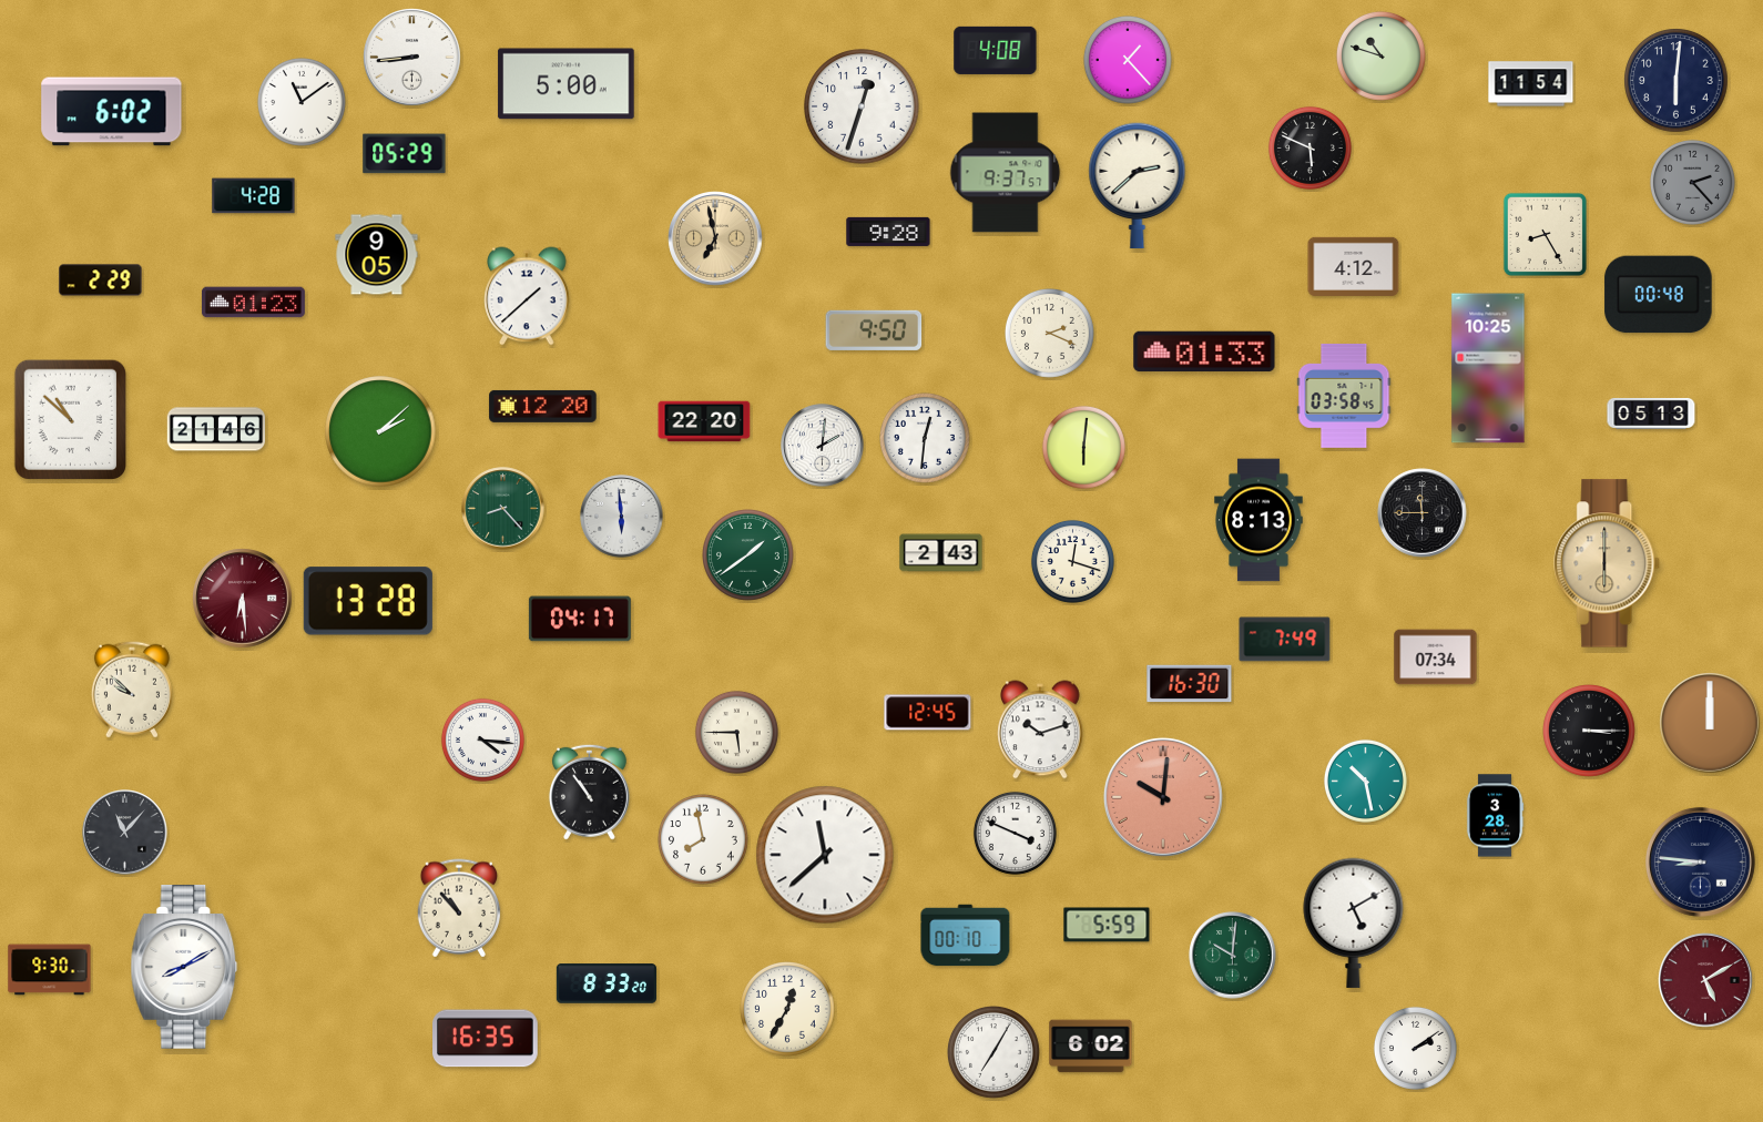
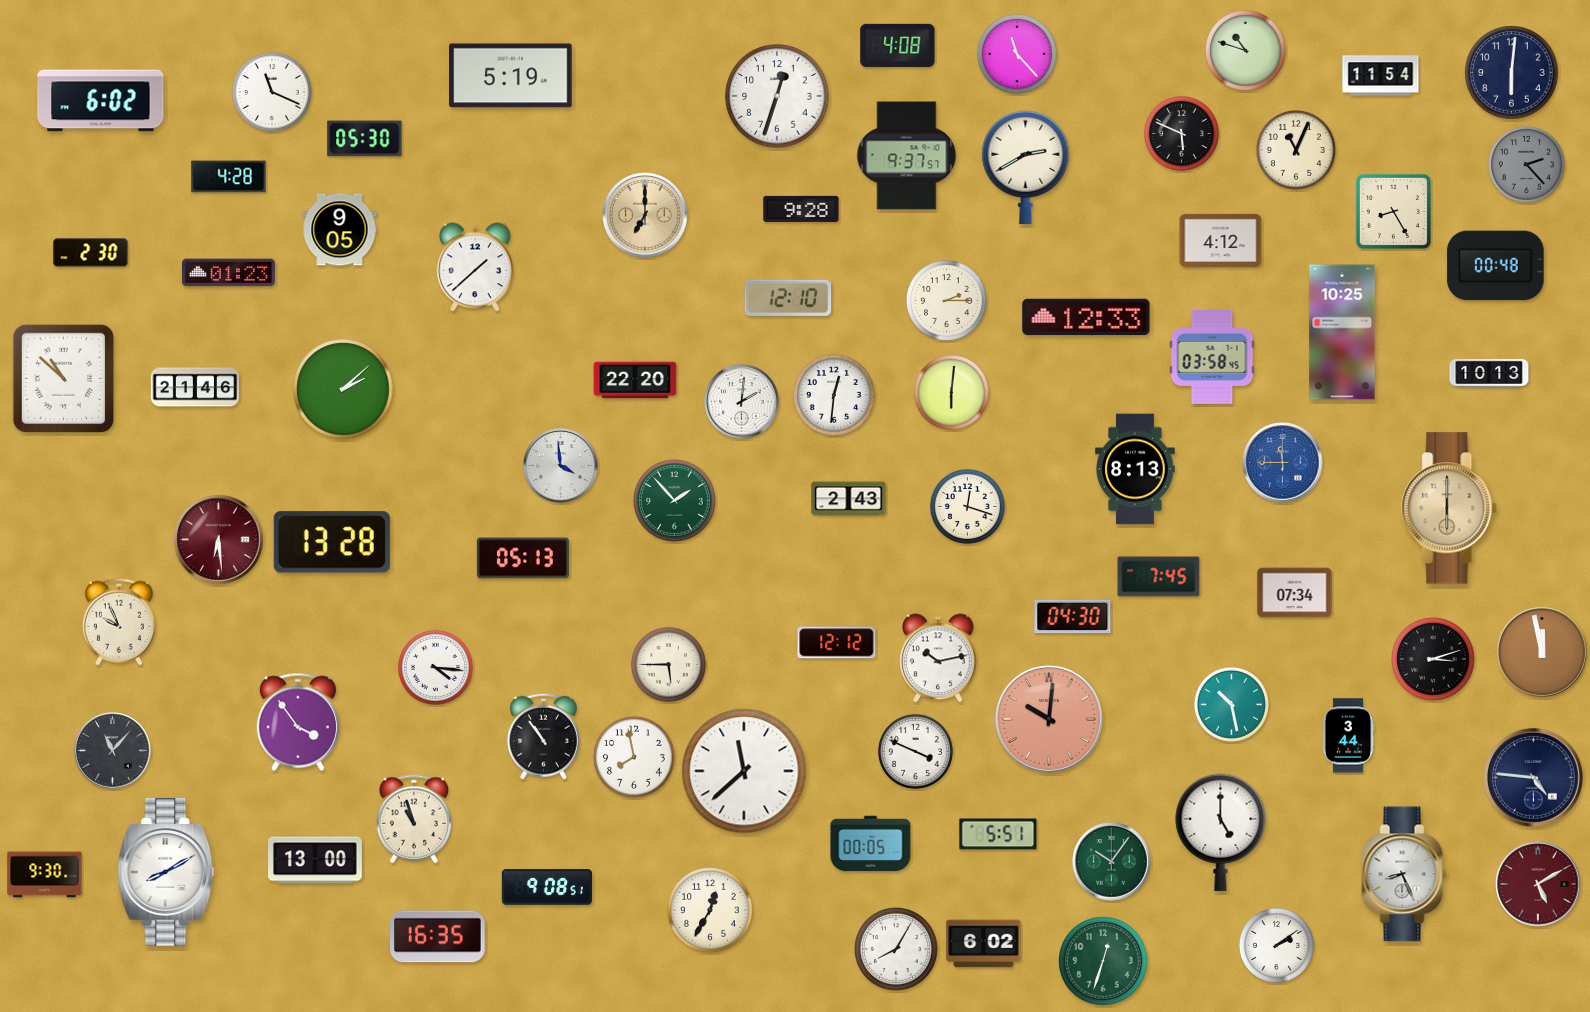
clock at (412, 58): 8:44 -> none
clock at (1128, 60): 1:23 -> 11:23
clock at (567, 84): 5:00 -> 5:19
clock at (302, 102): 11:09 -> 11:19
clock at (405, 154): 05:29 -> 05:30
clock at (1296, 150): none -> 11:04
clock at (1138, 186): 2:38 -> 2:40
clock at (715, 238): 6:58 -> 7:00
clock at (101, 280): 2:29 -> 2:30
clock at (874, 330): 9:50 -> 12:10
clock at (1050, 334): 2:19 -> 2:15
clock at (1204, 351): 01:33 -> 12:33
clock at (543, 406): 12:20 -> none
clock at (1651, 414): 05:13 -> 10:13
clock at (1083, 447) position: (1083, 447) -> (951, 392)
clock at (503, 509): 8:23 -> none
clock at (1423, 513) dial: black -> blue
clock at (622, 517): 5:59 -> 3:59
clock at (748, 555): 1:39 -> 1:53
clock at (580, 619): 04:17 -> 05:13
clock at (1285, 640): 7:49 -> 7:45
clock at (1190, 684): 16:30 -> 04:30
clock at (132, 690): 9:52 -> 9:56
clock at (928, 713): 12:45 -> 12:12
clock at (1710, 723): 12:00 -> 11:58
clock at (1040, 730): 10:12 -> 10:13
clock at (736, 732) position: (736, 732) -> (668, 664)
clock at (1590, 732): 3:15 -> 3:12
clock at (589, 792) position: (589, 792) -> (543, 736)
clock at (298, 722): none -> 3:54
clock at (1495, 816): 3:28 -> 3:44
clock at (1701, 863): 8:46 -> 4:46
clock at (459, 908): 10:53 -> 10:57
clock at (1354, 922): 5:10 -> 5:00
clock at (1107, 925): 5:59 -> 5:51
clock at (966, 936): 00:10 -> 00:05
clock at (316, 860): none -> 13:00
clock at (1233, 956): 10:01 -> 10:06
clock at (1404, 874): none -> 8:26
clock at (607, 983): 8:33 -> 9:08
clock at (995, 1053): 7:05 -> 8:05
clock at (1103, 961): none -> 12:33
